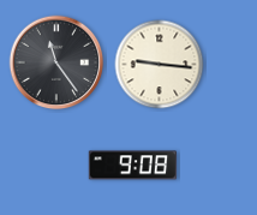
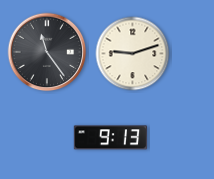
clock at (160, 65): 9:16 -> 9:12
clock at (132, 166): 9:08 -> 9:13
